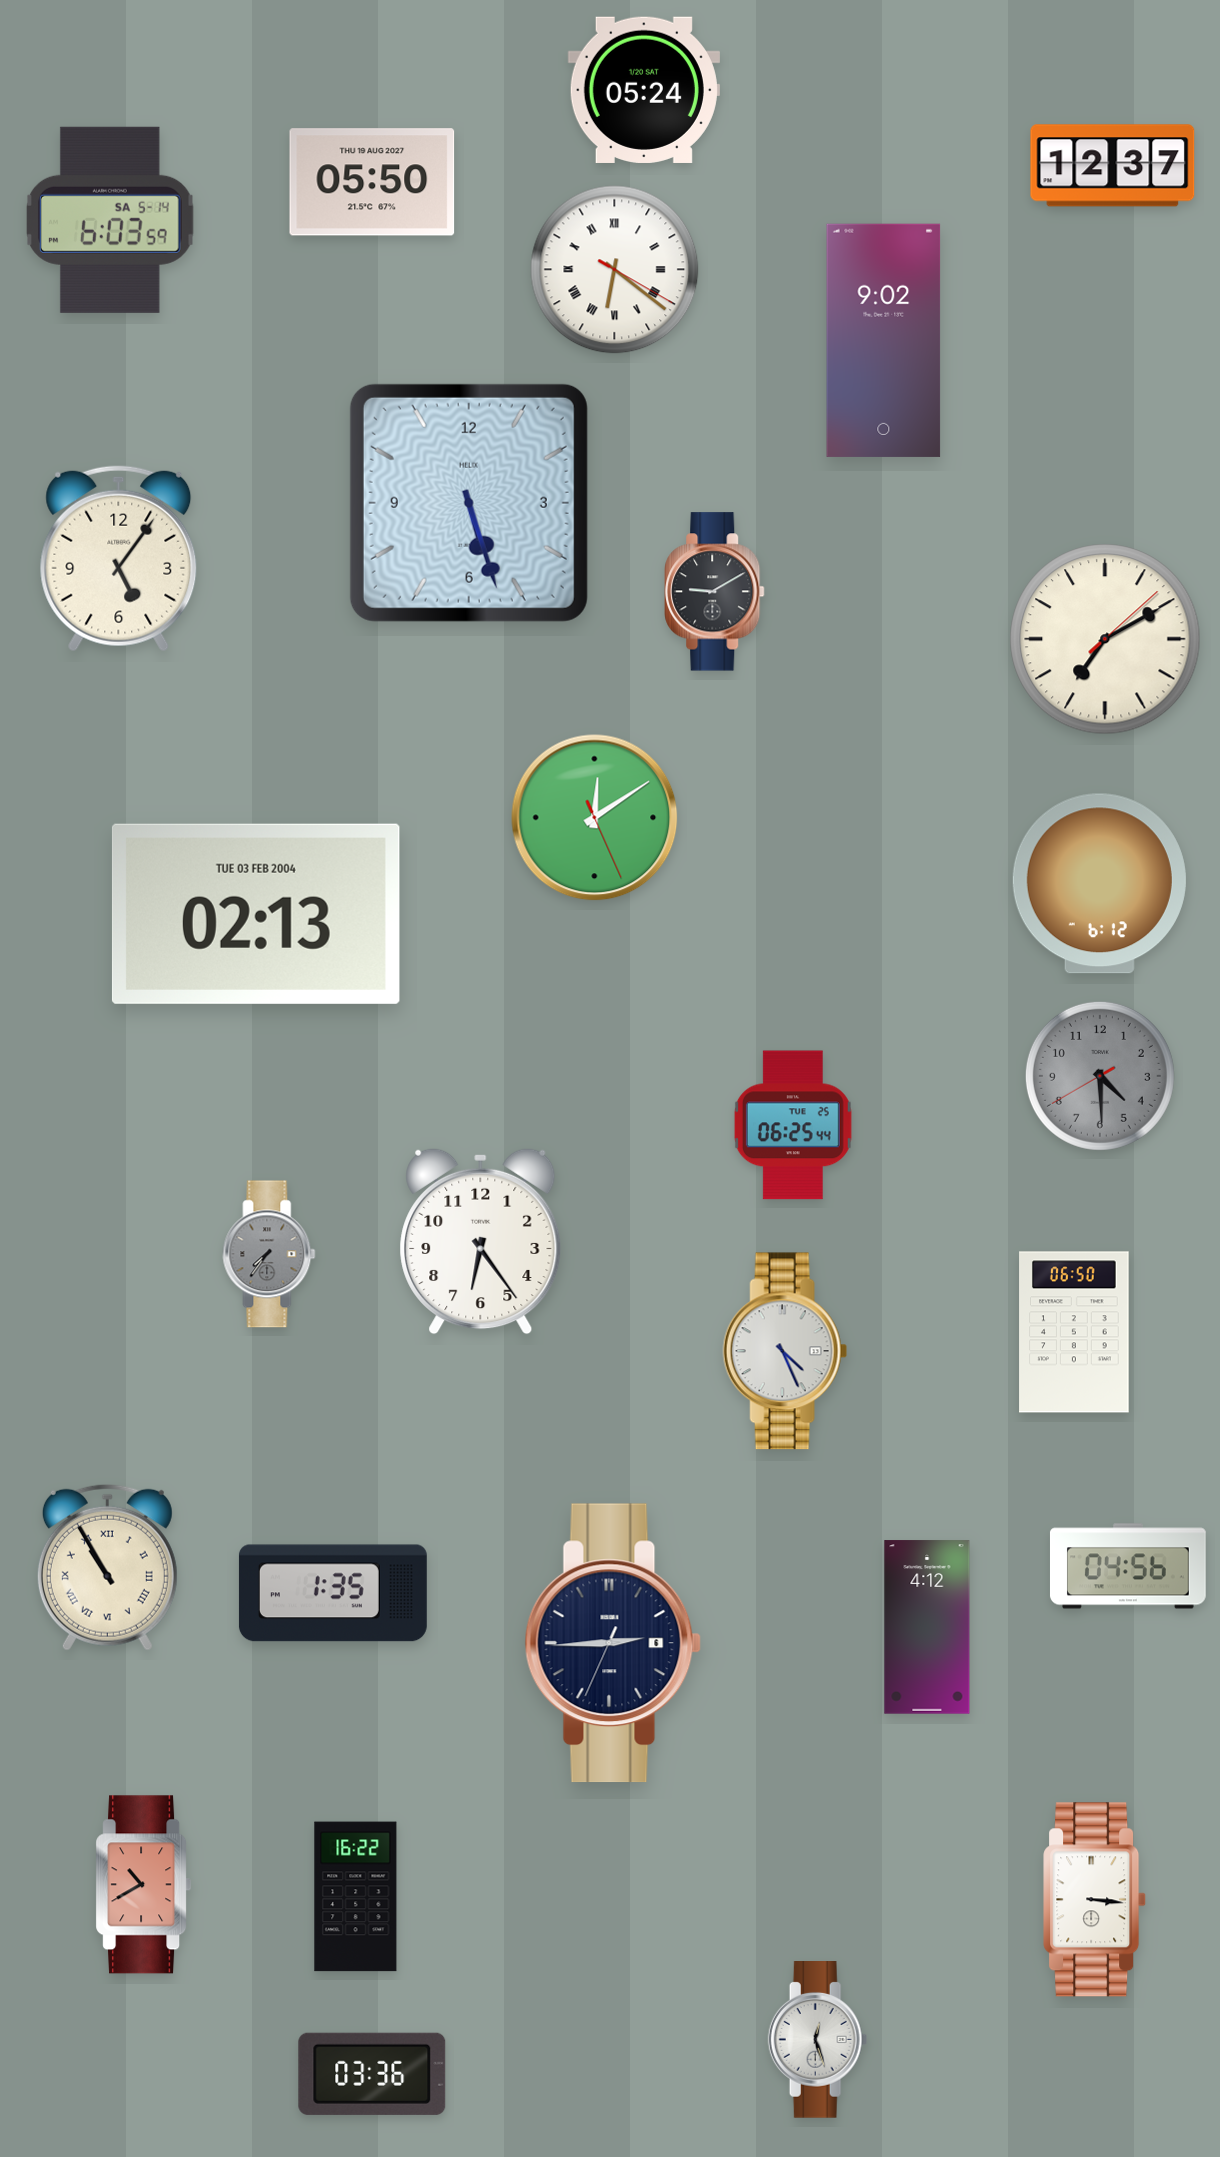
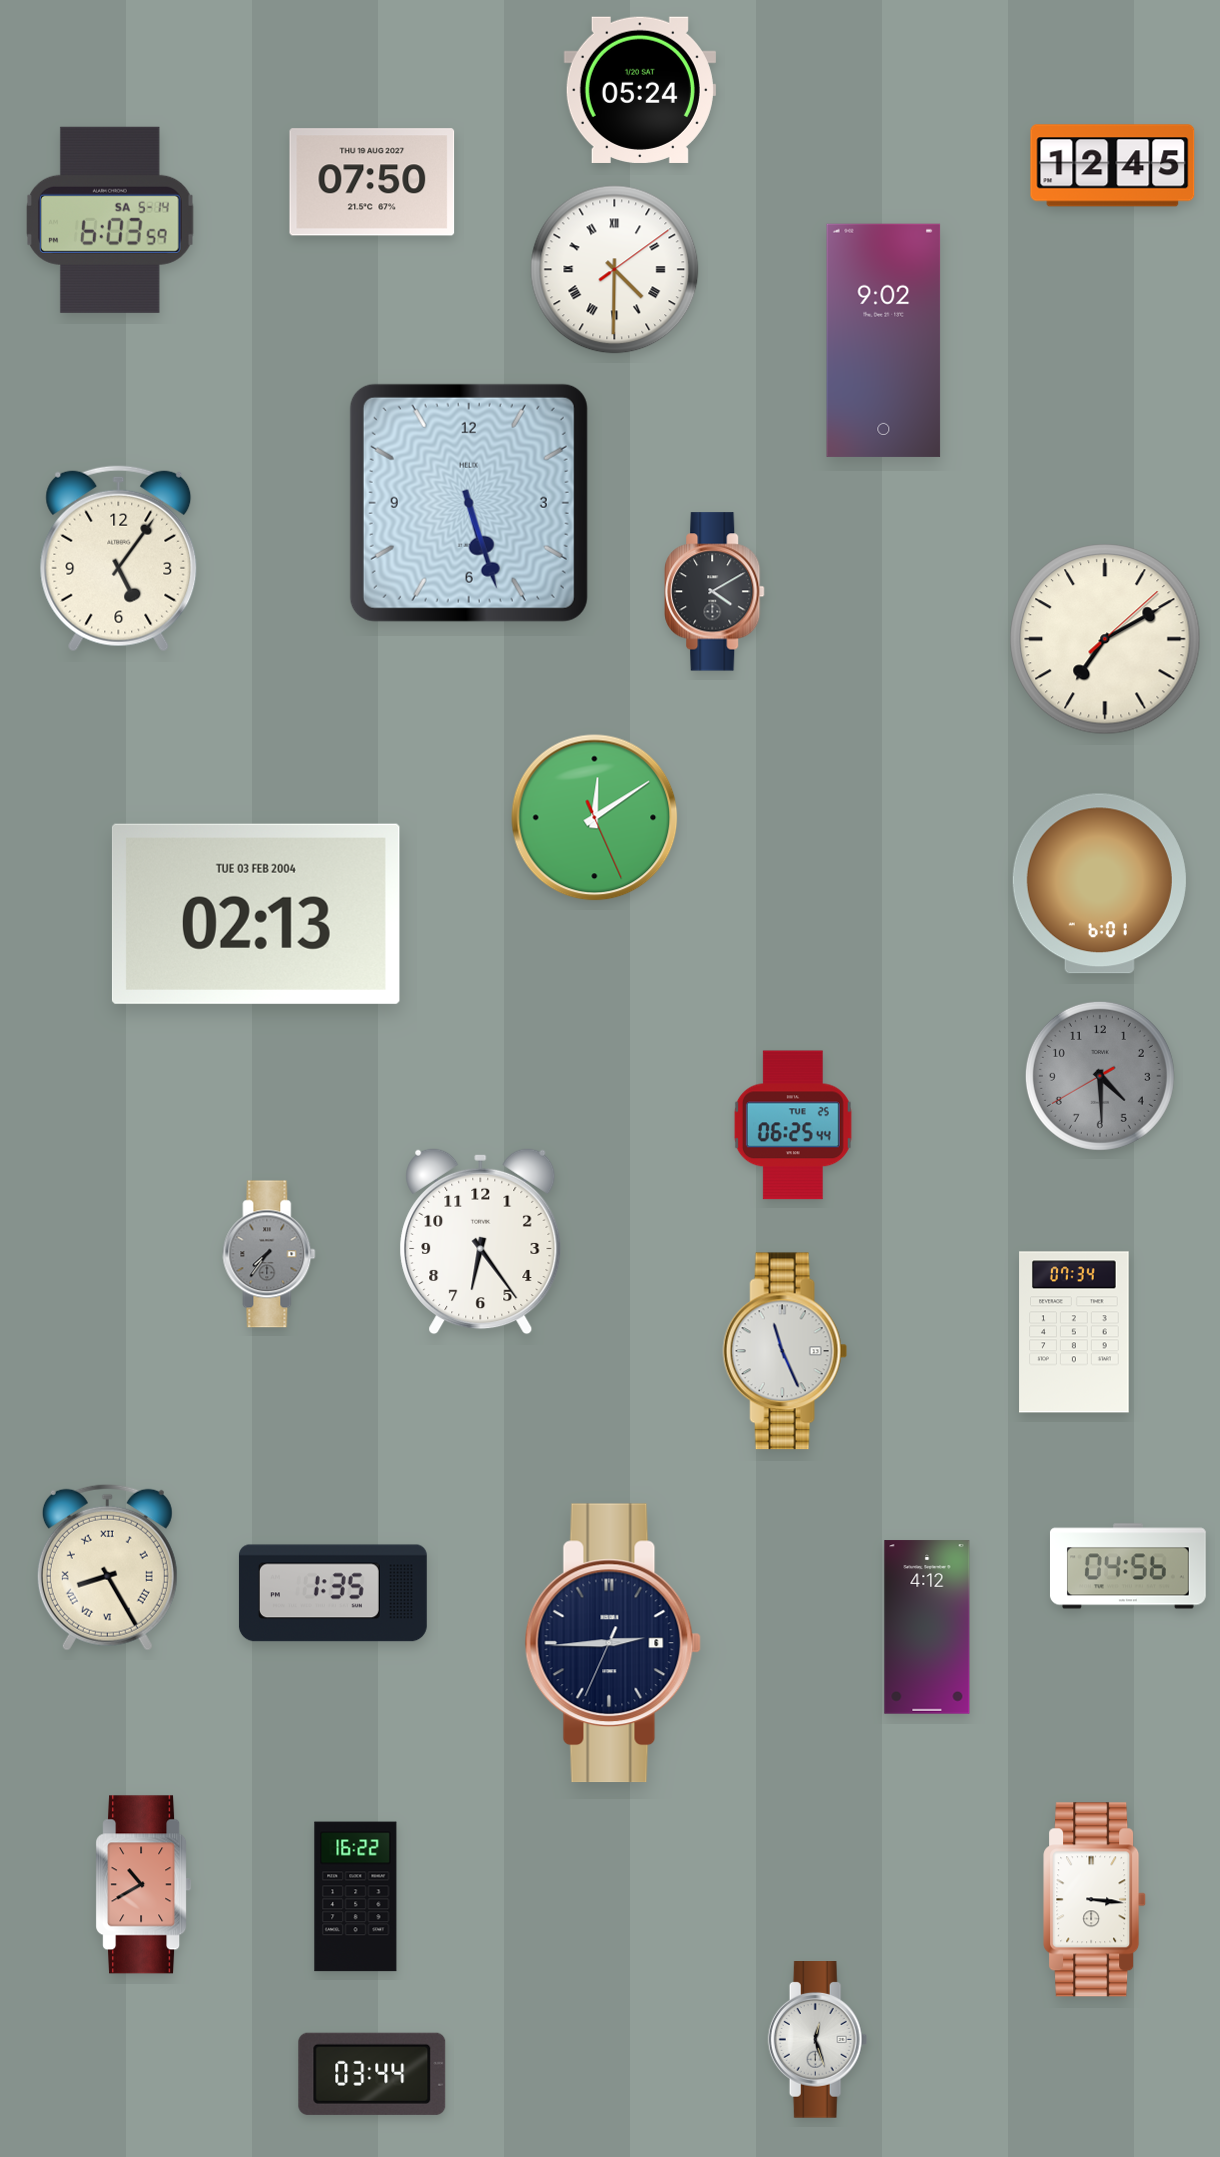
clock at (644, 90) position: (644, 90) -> (640, 90)
clock at (1113, 166): 12:37 -> 12:45
clock at (372, 182): 05:50 -> 07:50
clock at (615, 270): 6:21 -> 4:30
clock at (715, 592): 9:10 -> 4:10
clock at (1099, 884): 6:12 -> 6:01
clock at (1074, 1332): 06:50 -> 07:34
clock at (785, 1351): 4:26 -> 11:26
clock at (107, 1567): 10:55 -> 8:25
clock at (372, 2074): 03:36 -> 03:44
